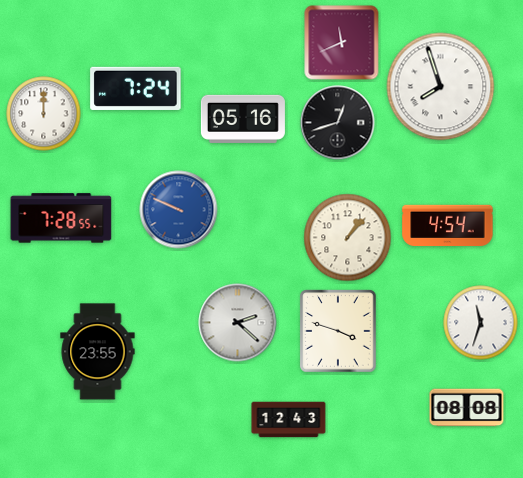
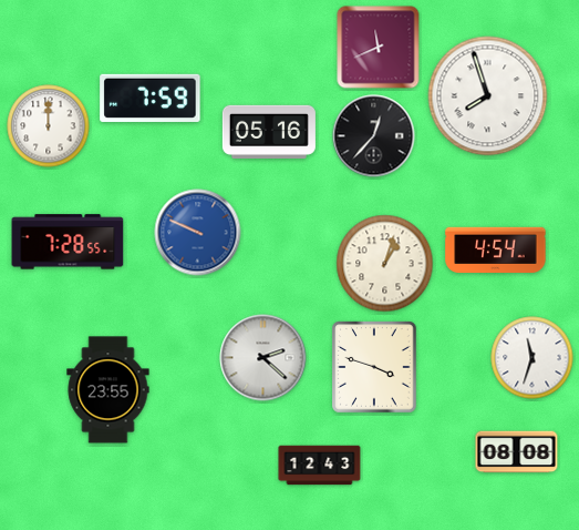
clock at (136, 88): 7:24 -> 7:59
clock at (338, 123): 12:42 -> 12:37
clock at (348, 238): 1:07 -> 1:03
